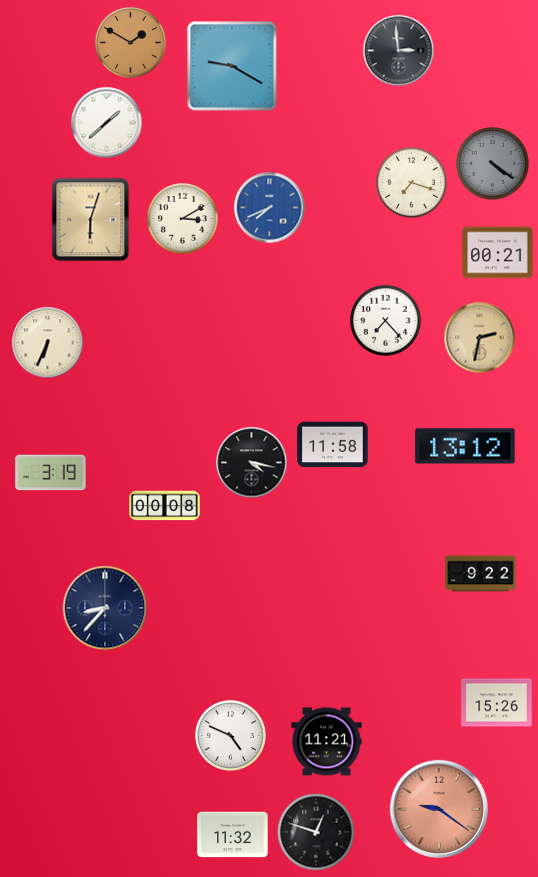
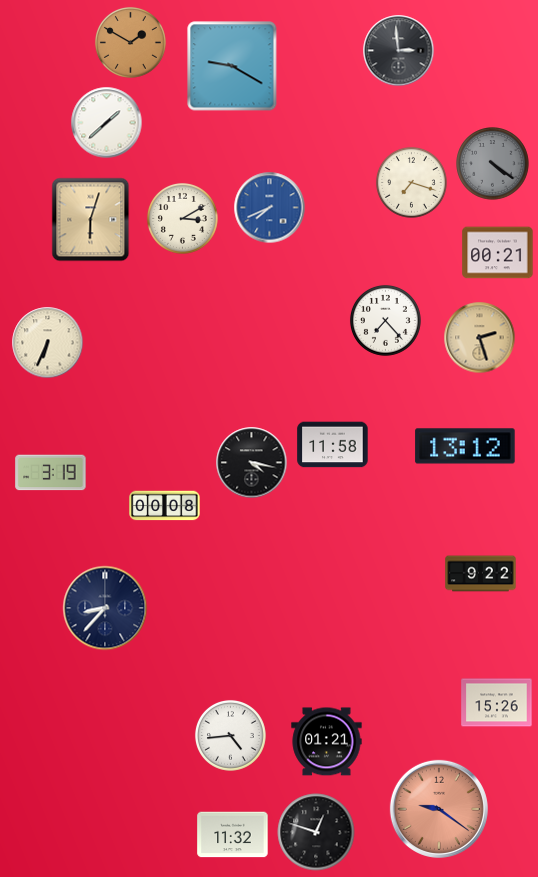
clock at (480, 338): 2:32 -> 2:27
clock at (230, 735): 4:49 -> 4:44
clock at (327, 742): 11:21 -> 01:21
